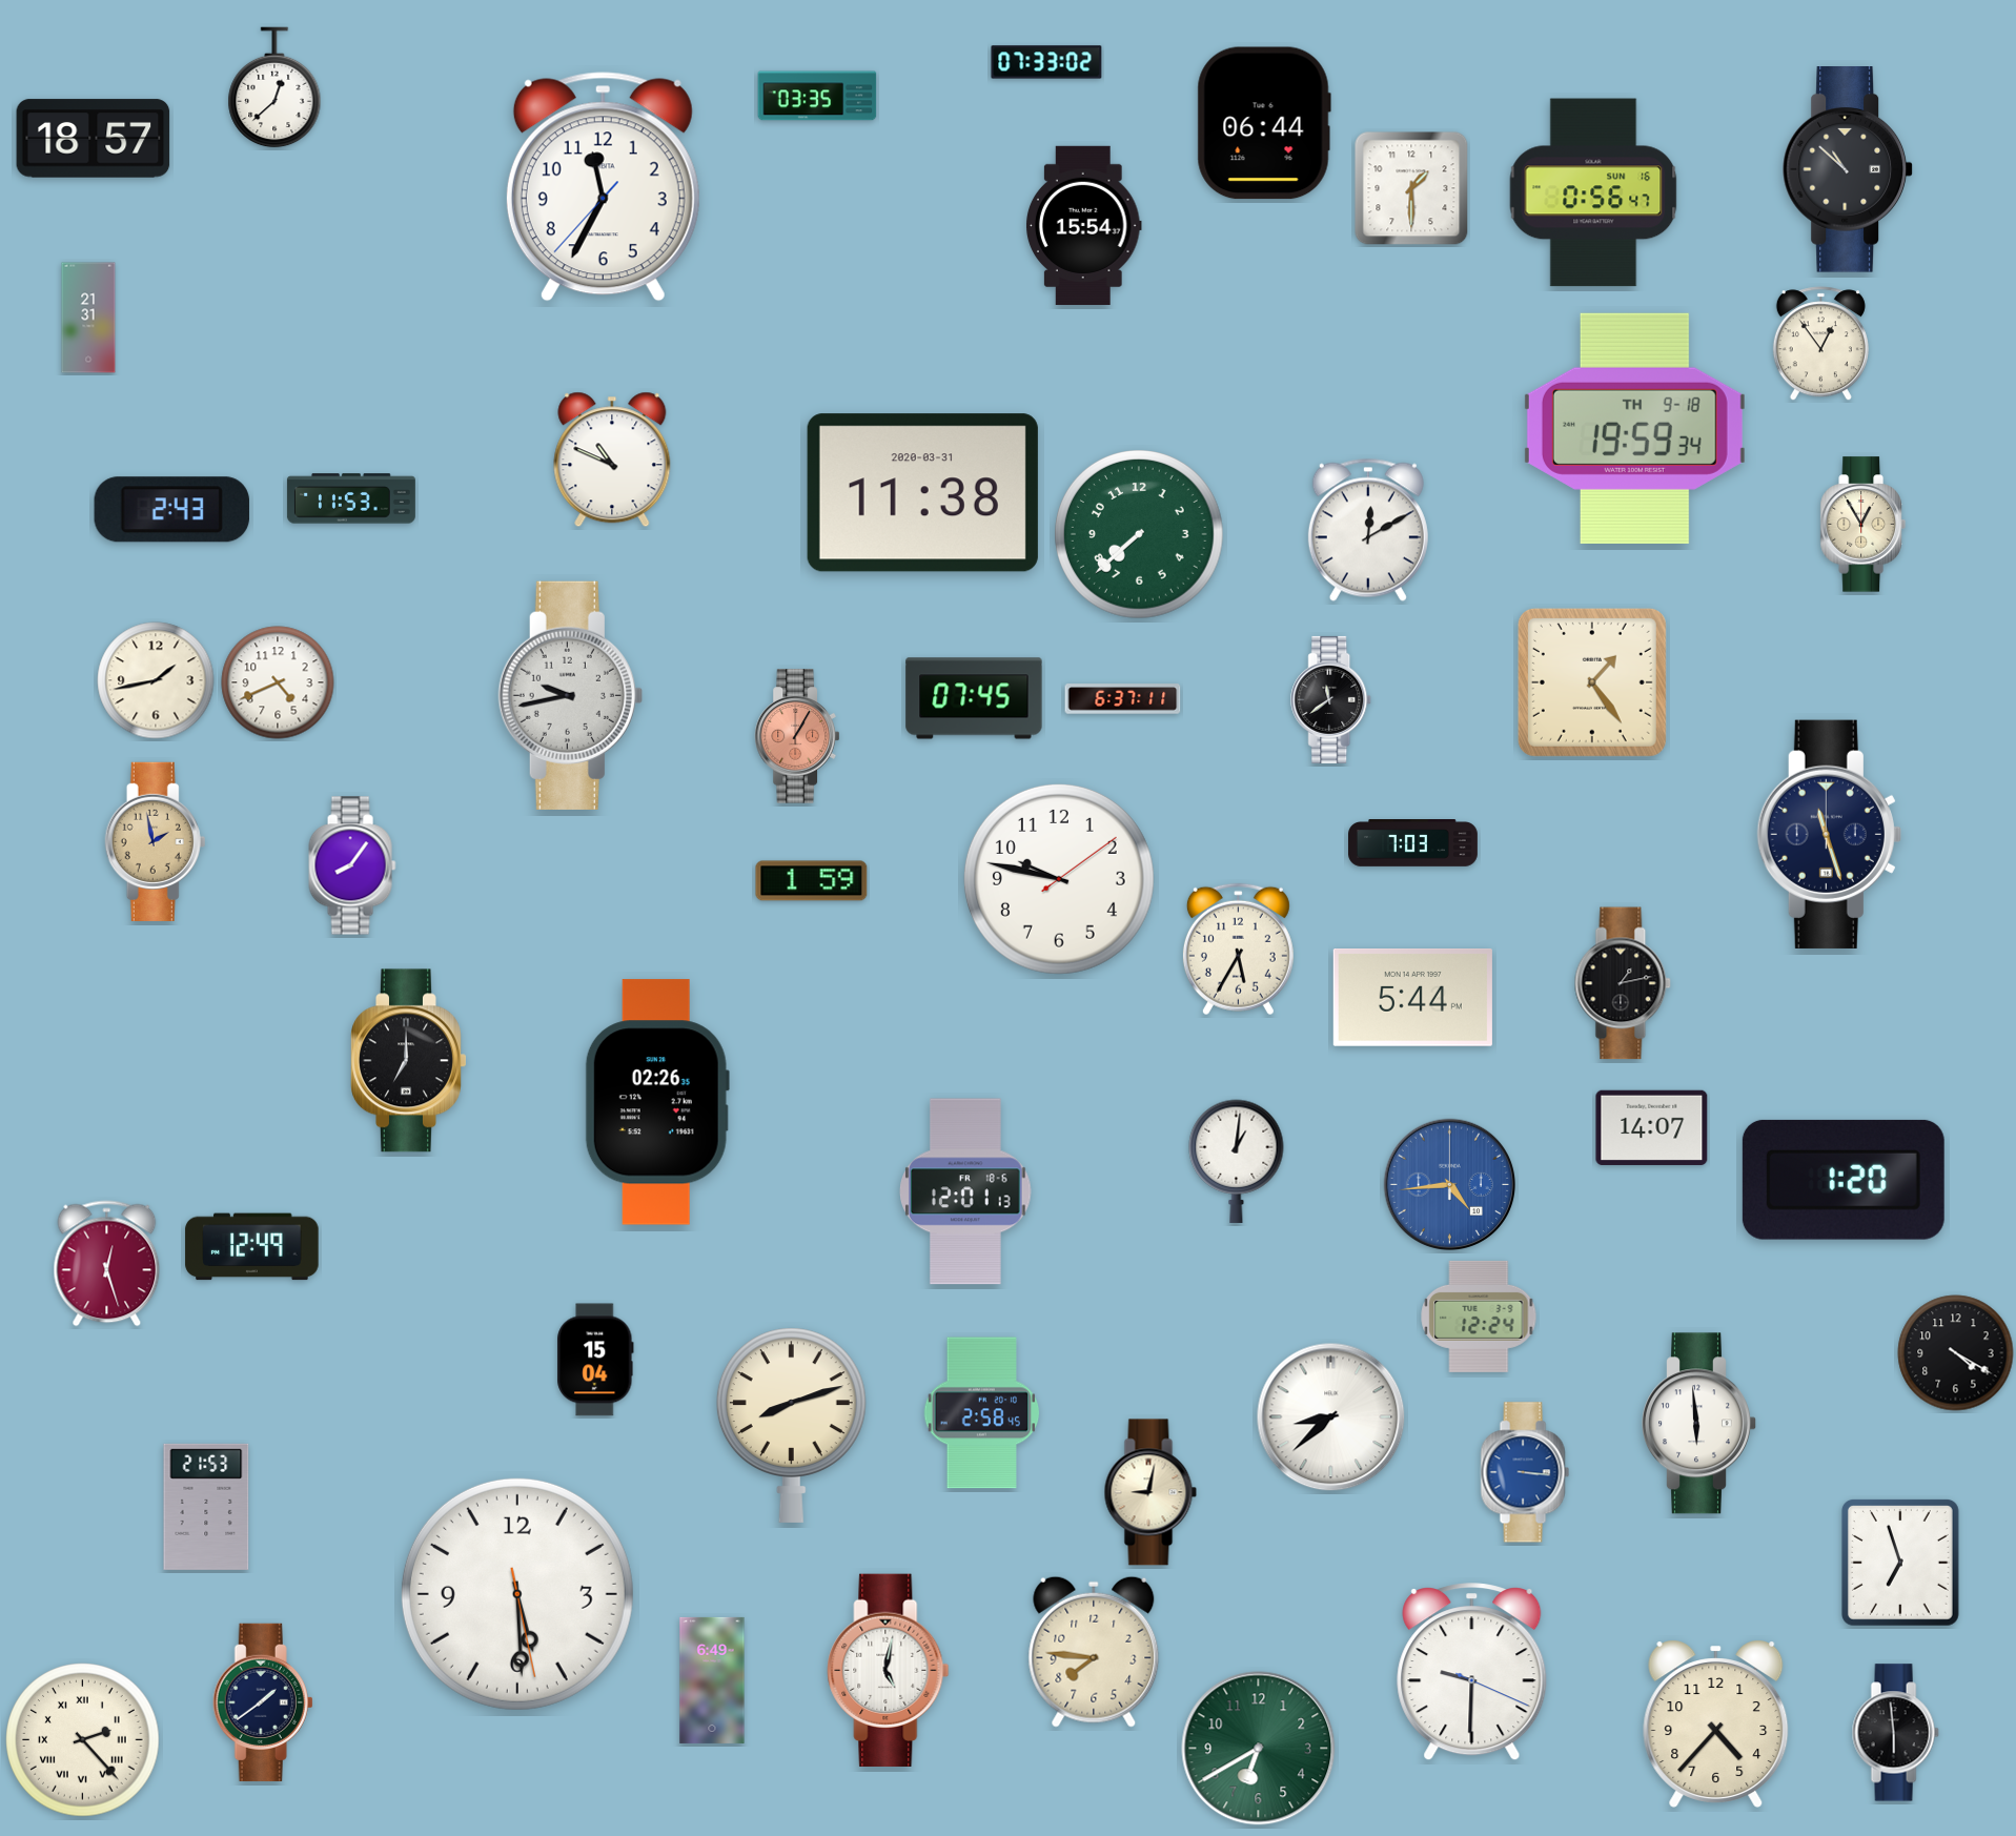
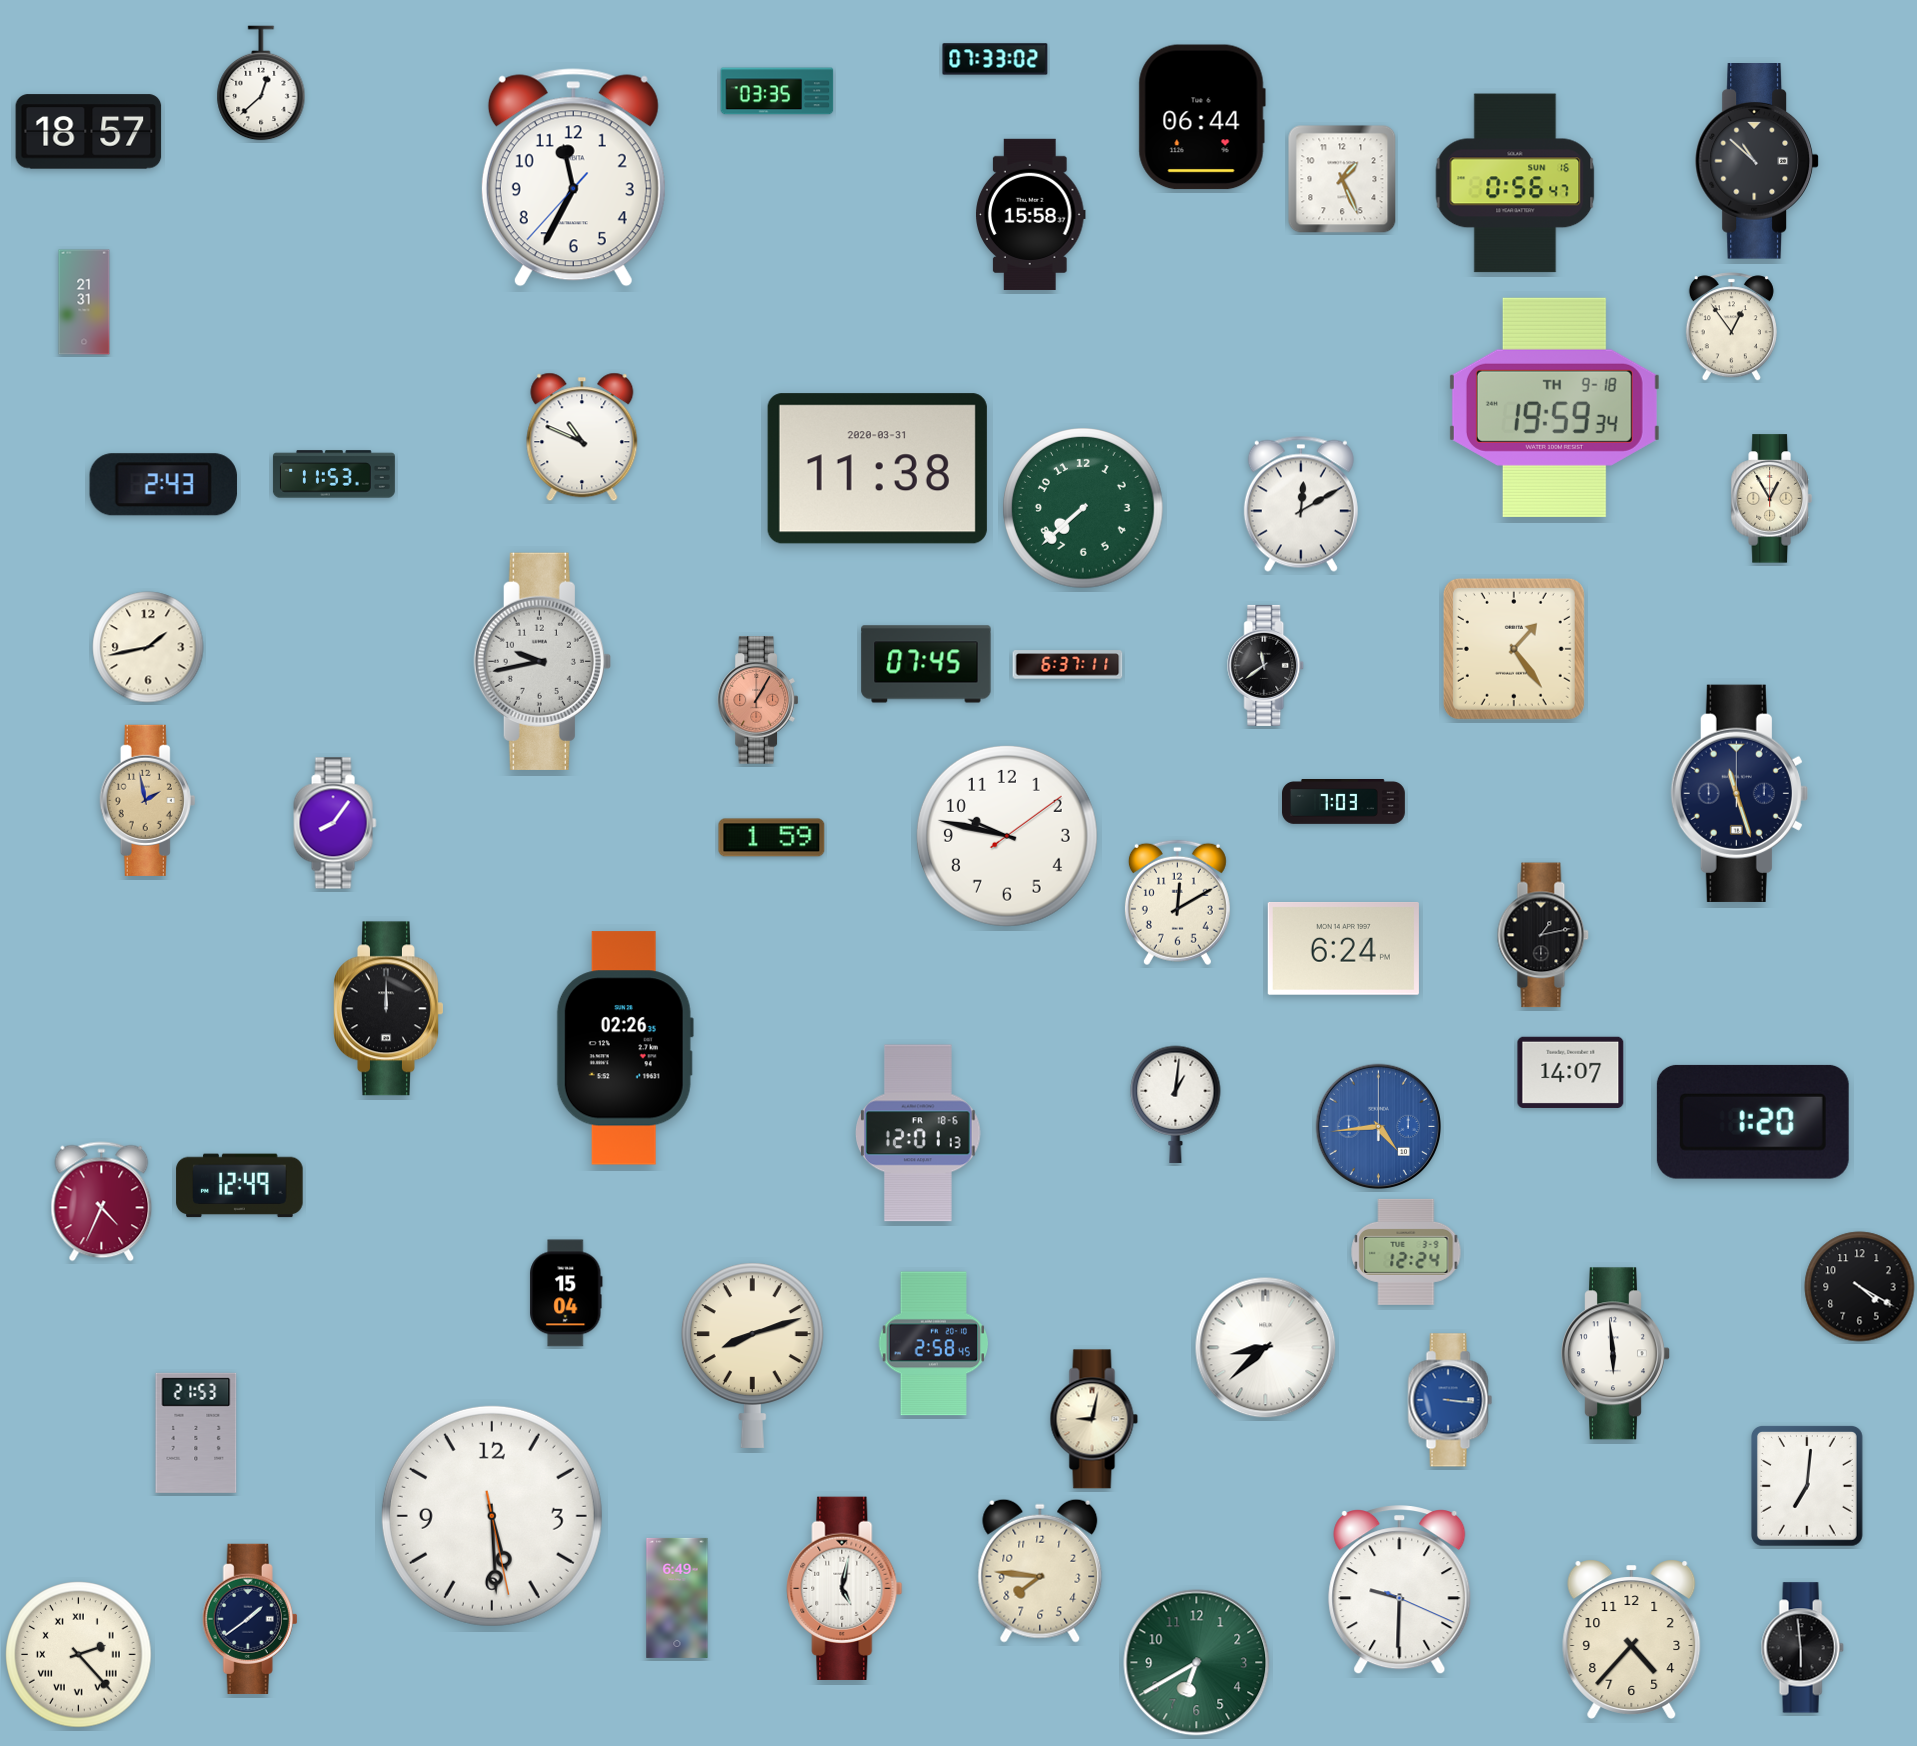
clock at (1411, 188): 1:30 -> 1:26
clock at (1084, 225): 15:54 -> 15:58
clock at (278, 682): 4:41 -> none
clock at (1238, 950): 5:35 -> 12:10
clock at (1412, 998): 5:44 -> 6:24
clock at (409, 1061): 7:00 -> 12:00
clock at (107, 1264): 12:27 -> 4:34
clock at (1900, 1563): 6:57 -> 7:01
